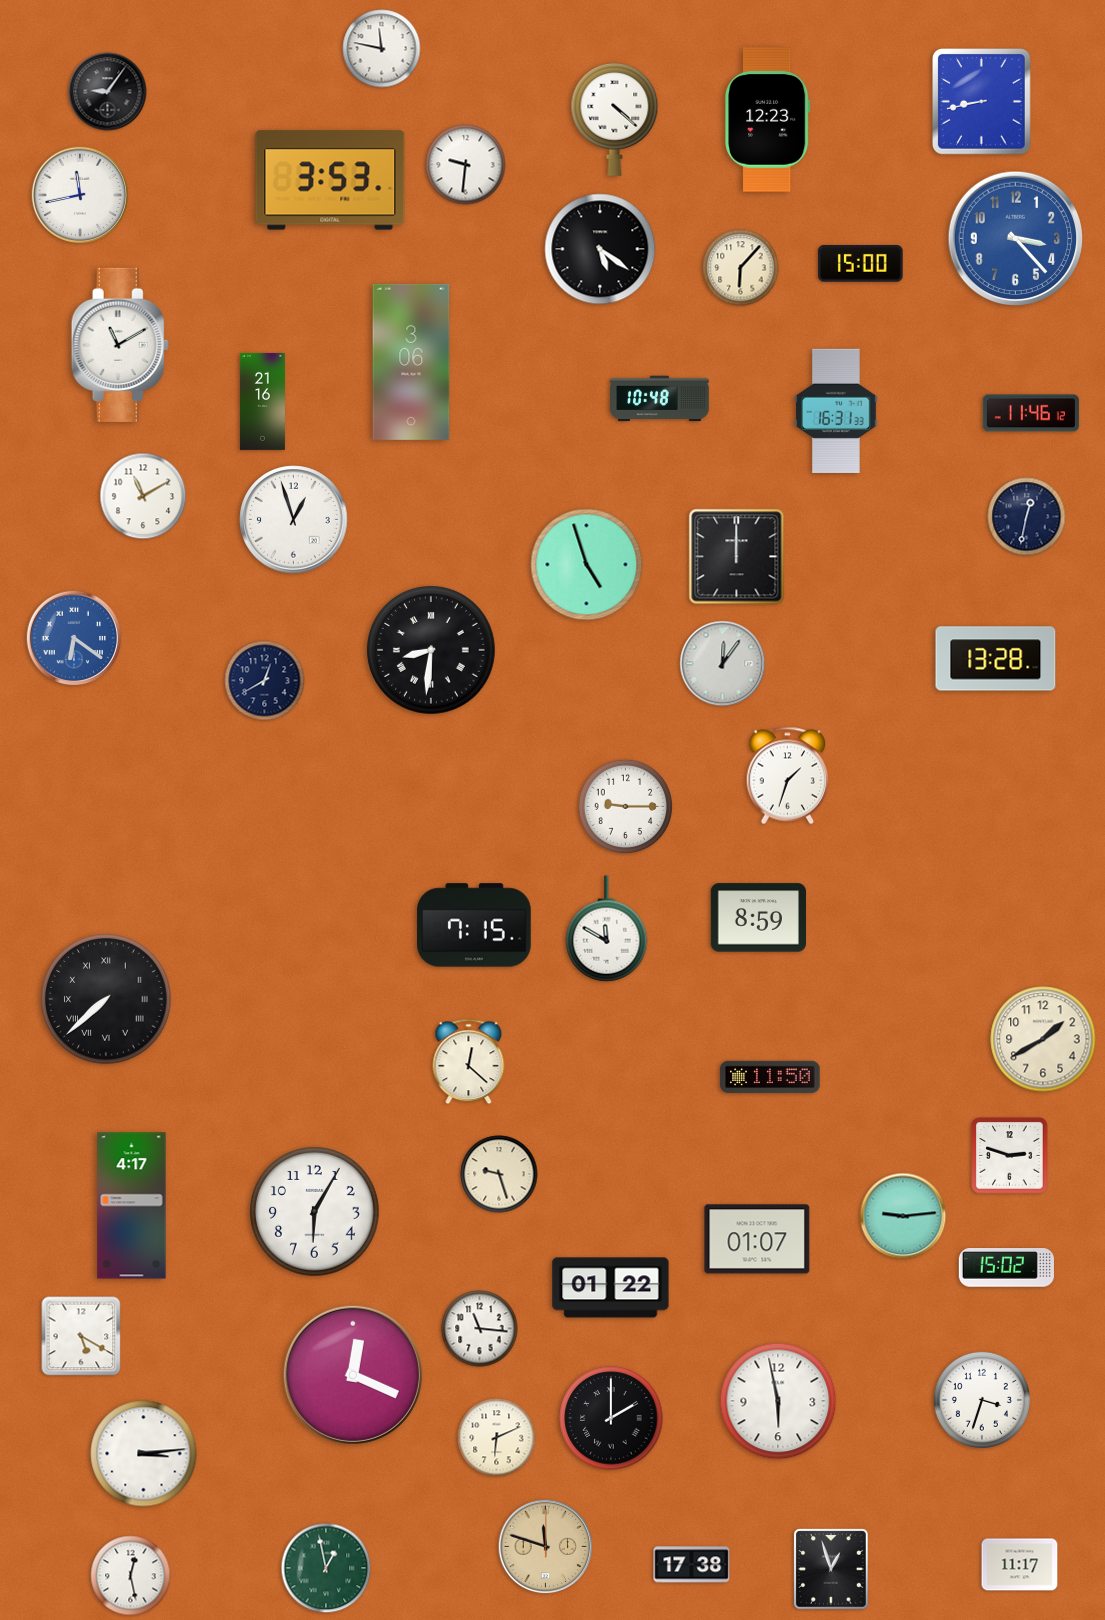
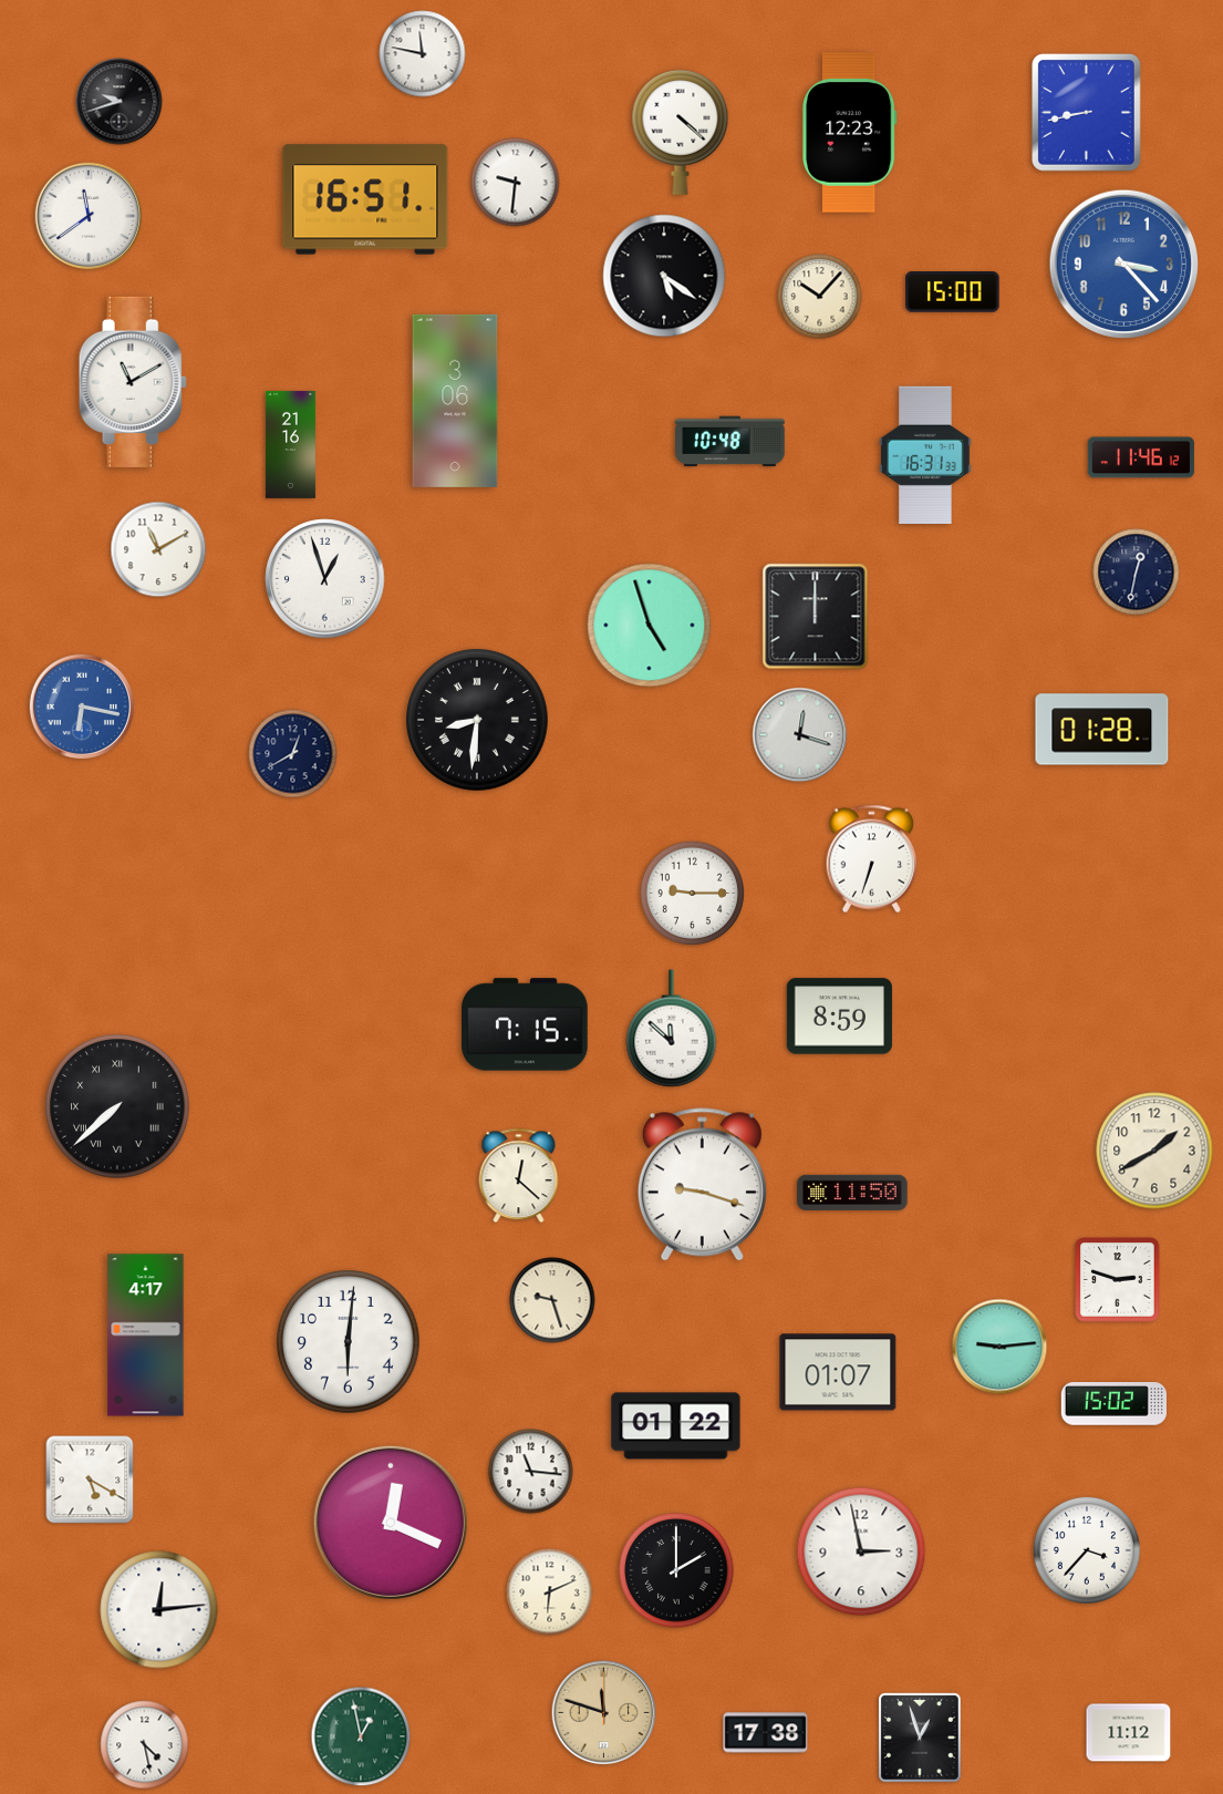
clock at (108, 92): 9:06 -> 9:42
clock at (330, 180): 3:53 -> 16:51
clock at (79, 194): 11:43 -> 11:39
clock at (741, 268): 6:07 -> 10:07
clock at (294, 520) position: (294, 520) -> (325, 579)
clock at (74, 638): 6:21 -> 6:17
clock at (996, 659): 13:28 -> 01:28
clock at (723, 664): 12:06 -> 12:18
clock at (788, 776): 1:33 -> 6:33
clock at (607, 929): 11:50 -> 11:52
clock at (702, 1185): none -> 9:18
clock at (315, 1212): 6:05 -> 6:01
clock at (982, 1400): 3:33 -> 3:37
clock at (778, 1401): 5:58 -> 2:58
clock at (144, 1454): 3:14 -> 12:14
clock at (1020, 1565): 11:17 -> 11:12
clock at (131, 1576): 12:28 -> 4:28
